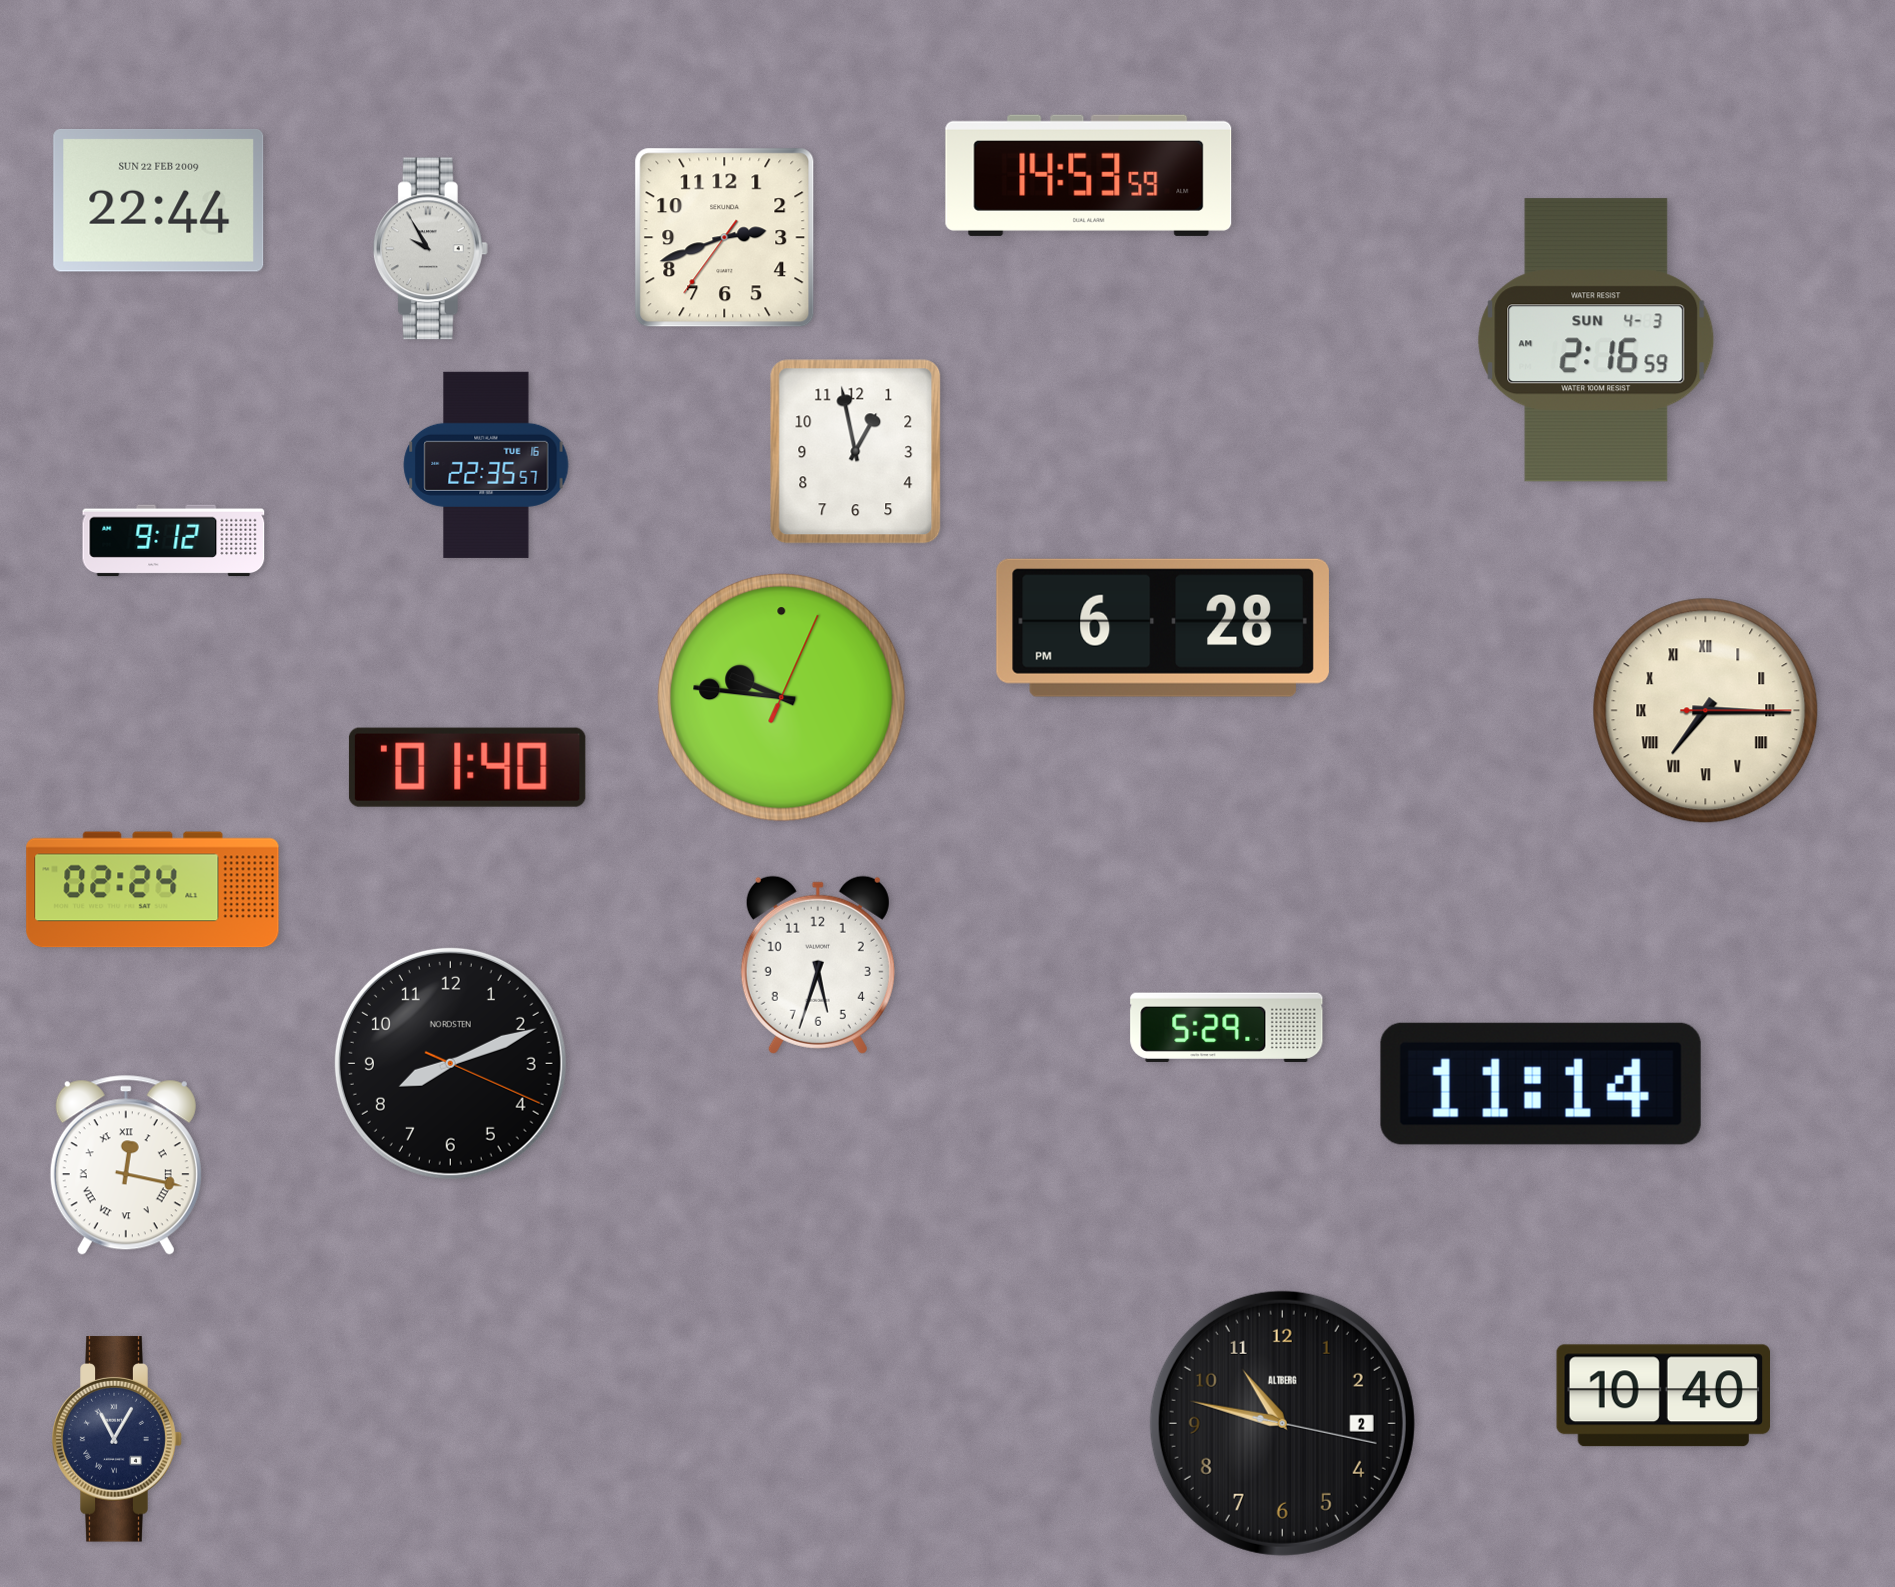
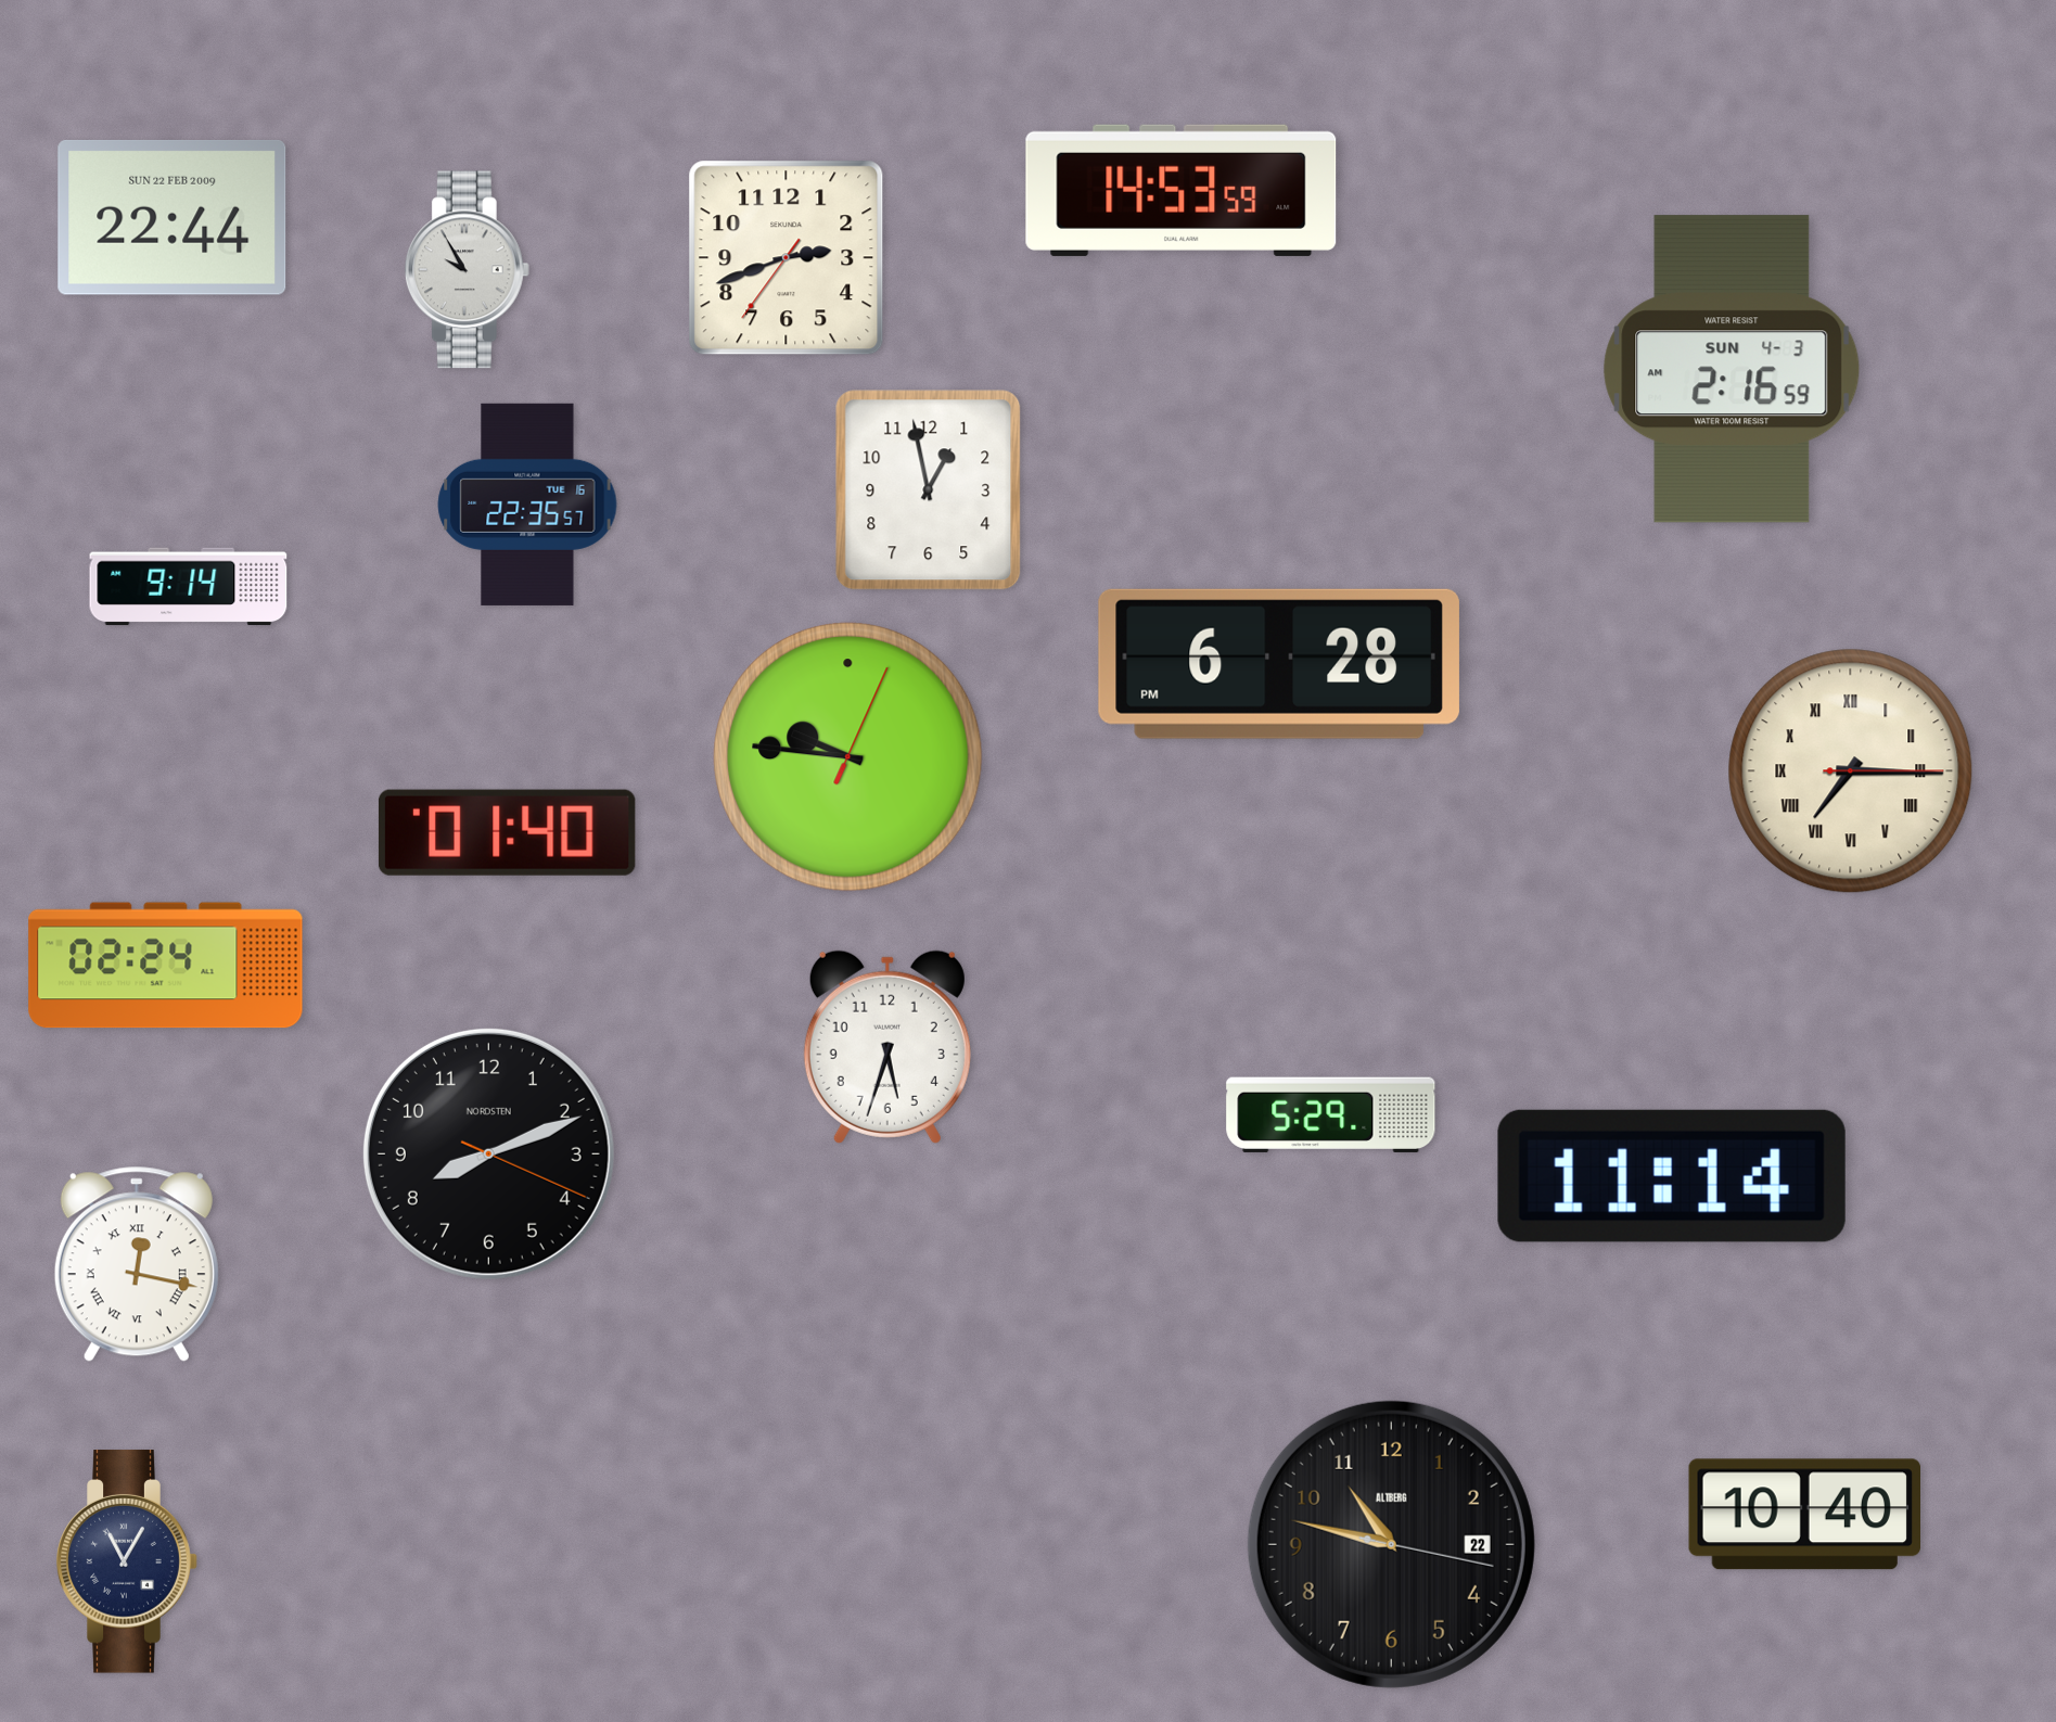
clock at (174, 541): 9:12 -> 9:14
clock at (1163, 628) position: (1163, 628) -> (1279, 664)
clock at (1282, 1423) date: 2 -> 22
